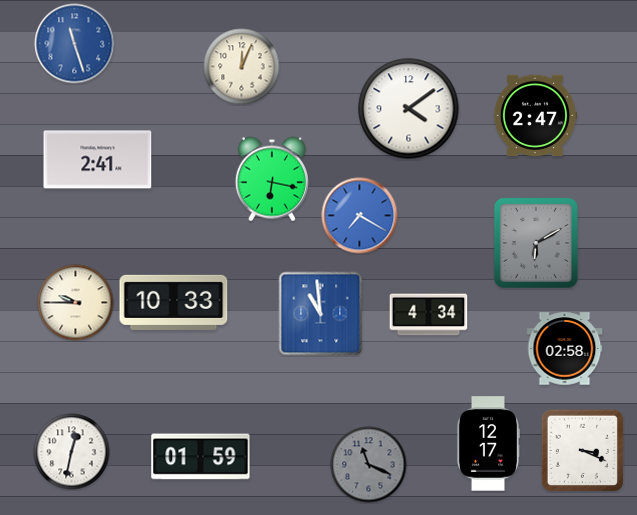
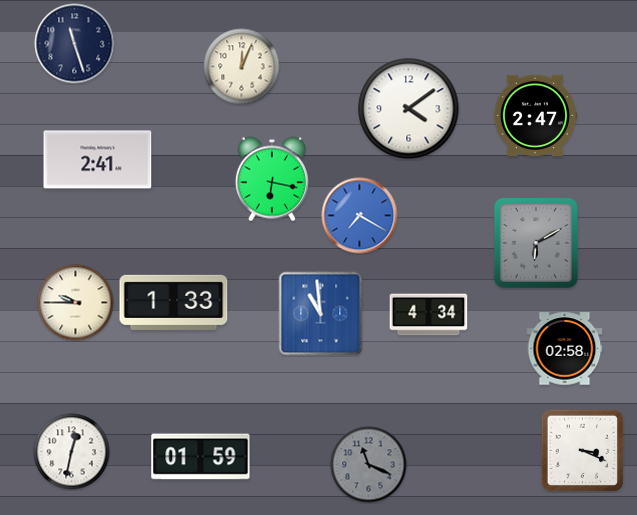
clock at (75, 44) dial: blue -> navy
clock at (174, 302): 10:33 -> 1:33
clock at (488, 444): 12:17 -> none
